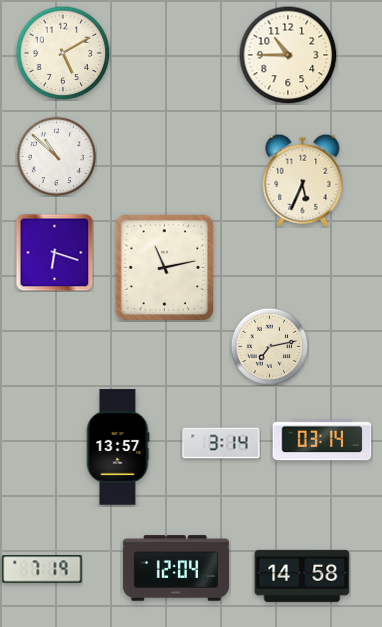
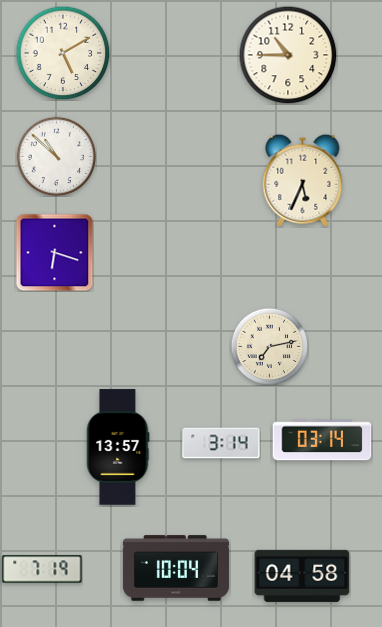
clock at (165, 268): 11:13 -> none
clock at (176, 568): 12:04 -> 10:04
clock at (302, 576): 14:58 -> 04:58
